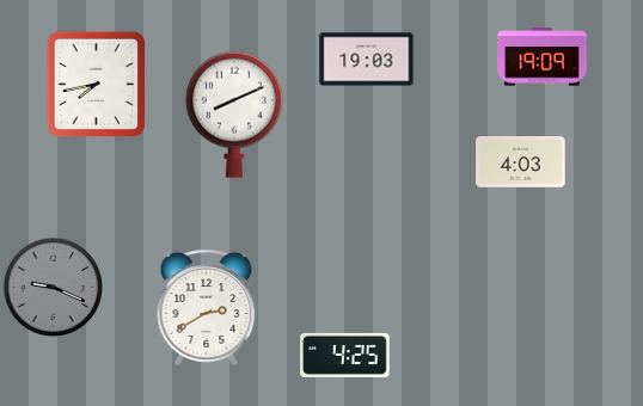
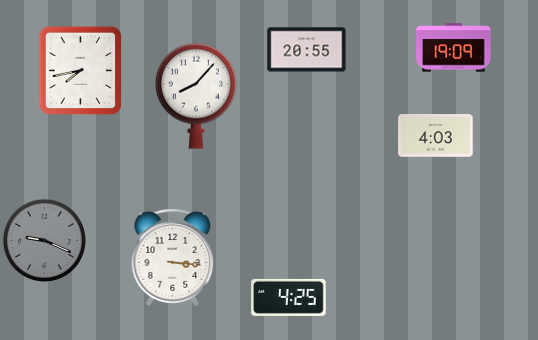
clock at (367, 60): 19:03 -> 20:55
clock at (234, 115): 8:11 -> 8:07
clock at (207, 308): 2:40 -> 3:16
